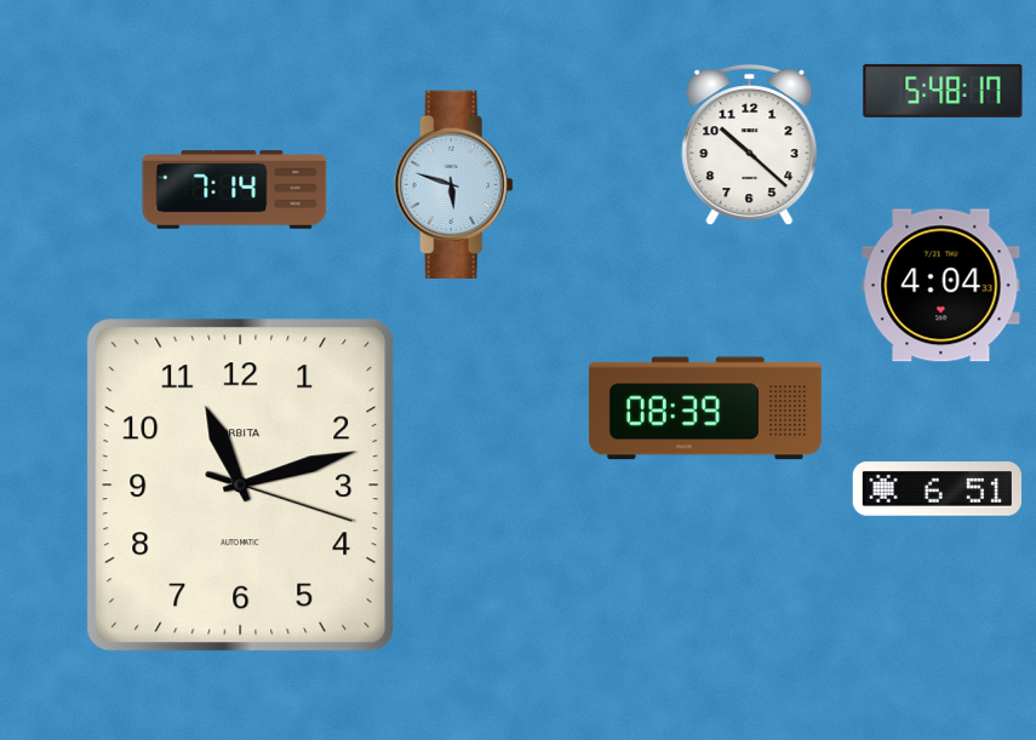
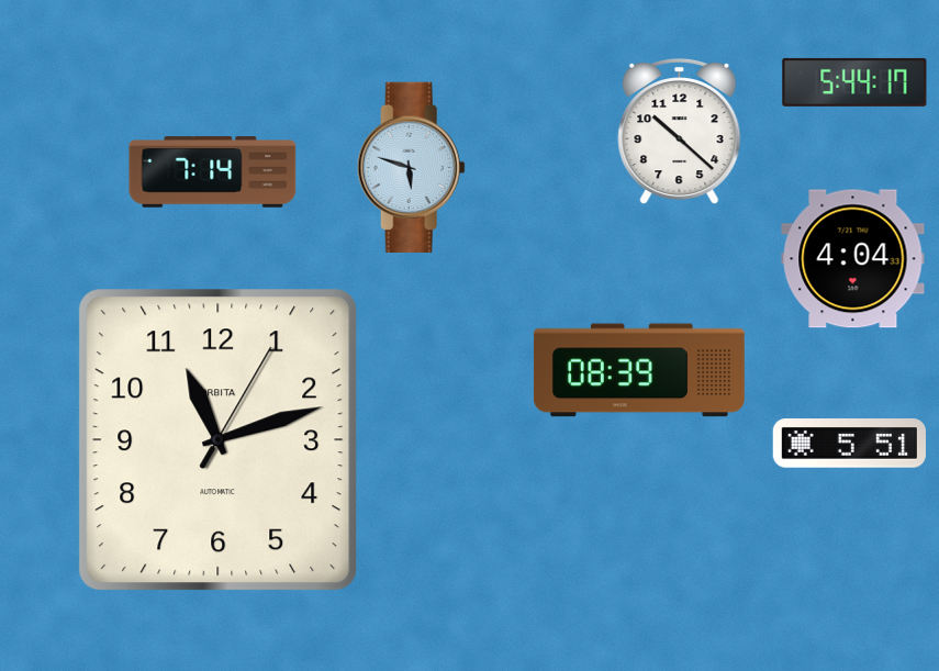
clock at (943, 91): 5:48 -> 5:44
clock at (241, 486): 11:12:18 -> 11:12:05
clock at (937, 489): 6:51 -> 5:51
